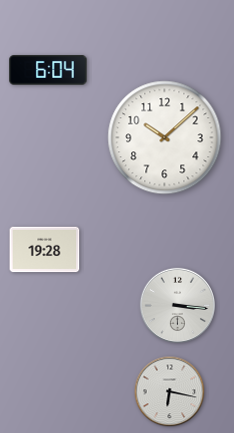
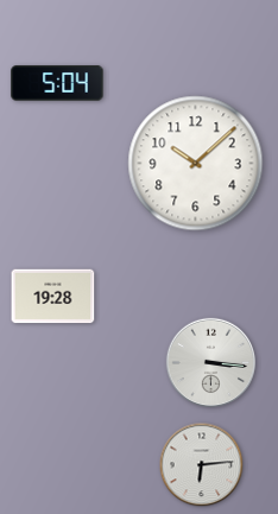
clock at (48, 70): 6:04 -> 5:04
clock at (170, 392): 6:17 -> 6:14
